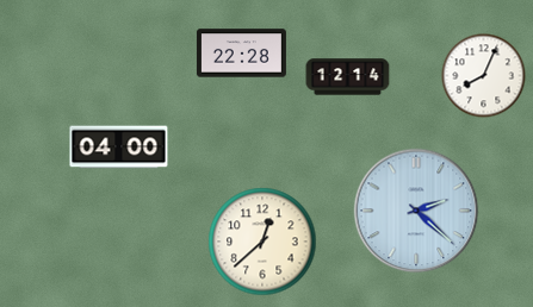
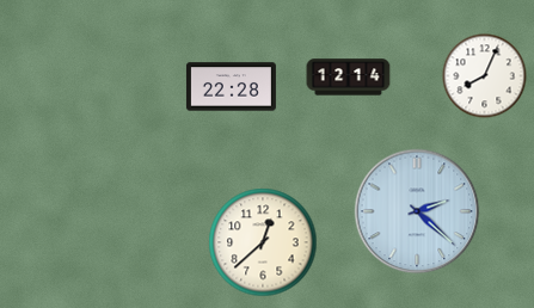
clock at (241, 54) position: (241, 54) -> (231, 87)
clock at (119, 148): 04:00 -> none
